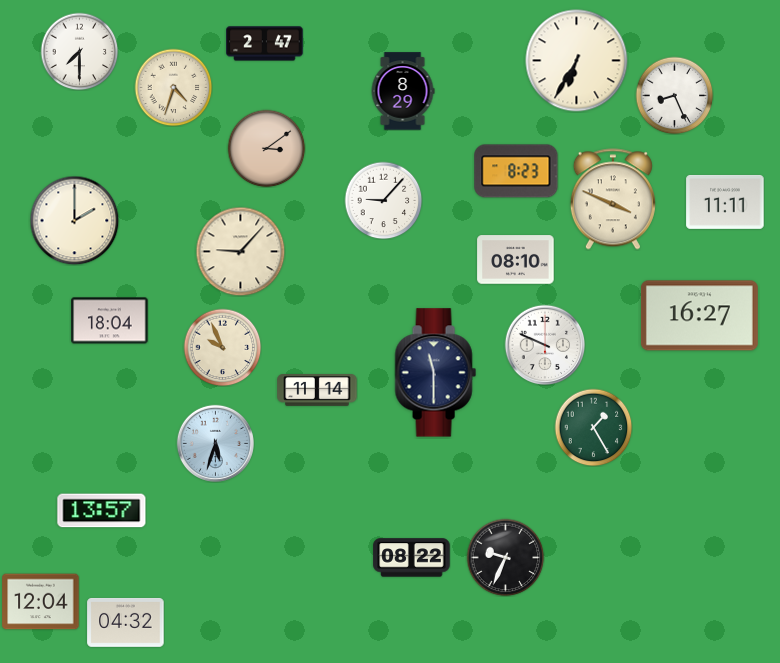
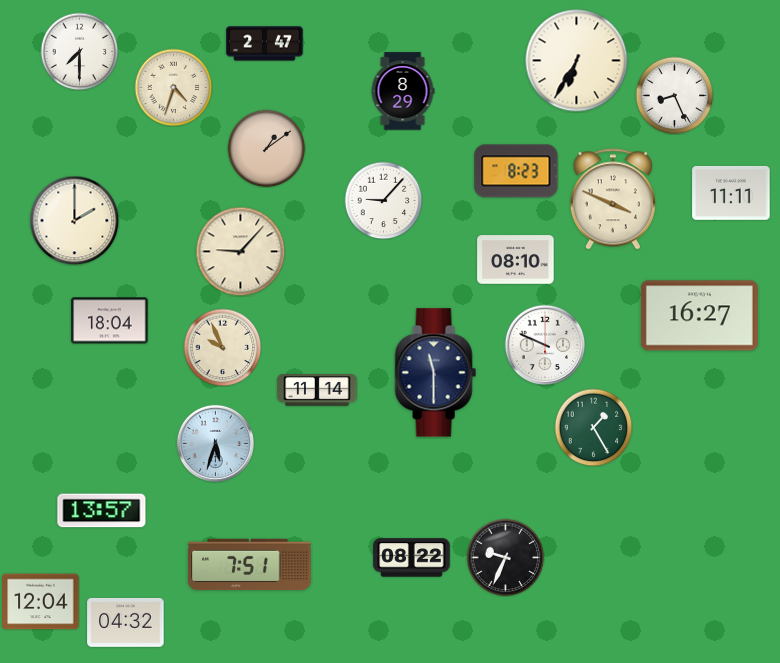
clock at (266, 148): 3:09 -> 1:09
clock at (725, 202) position: (725, 202) -> (731, 193)
clock at (250, 564): none -> 7:51
